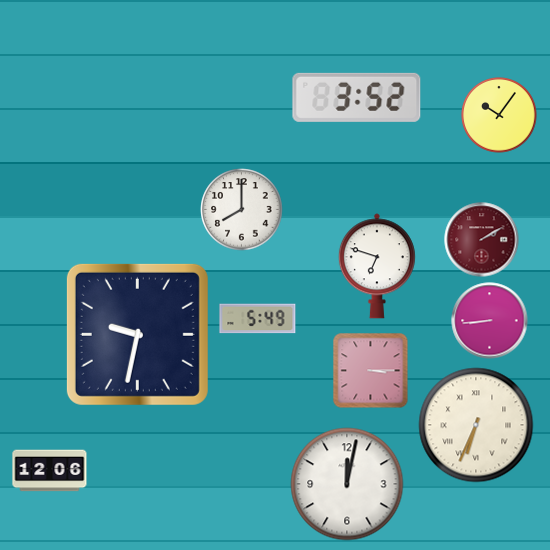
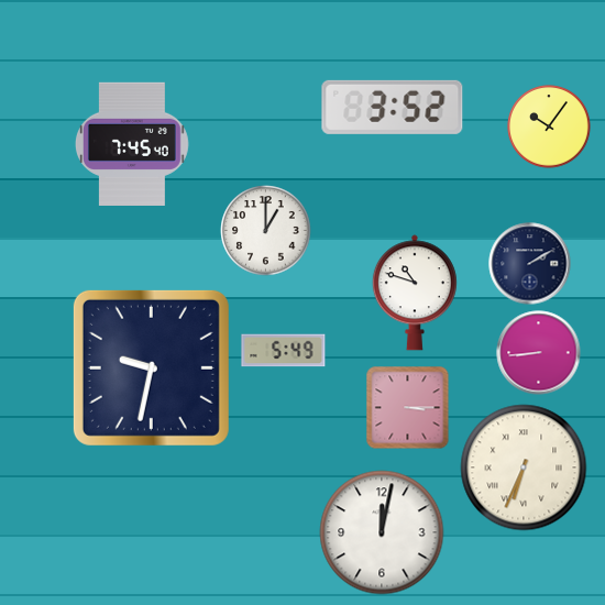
clock at (132, 143): none -> 7:45
clock at (242, 210): 8:00 -> 1:00
clock at (482, 240) dial: burgundy -> navy
clock at (377, 266): 6:48 -> 10:48
clock at (50, 471): 12:06 -> none
